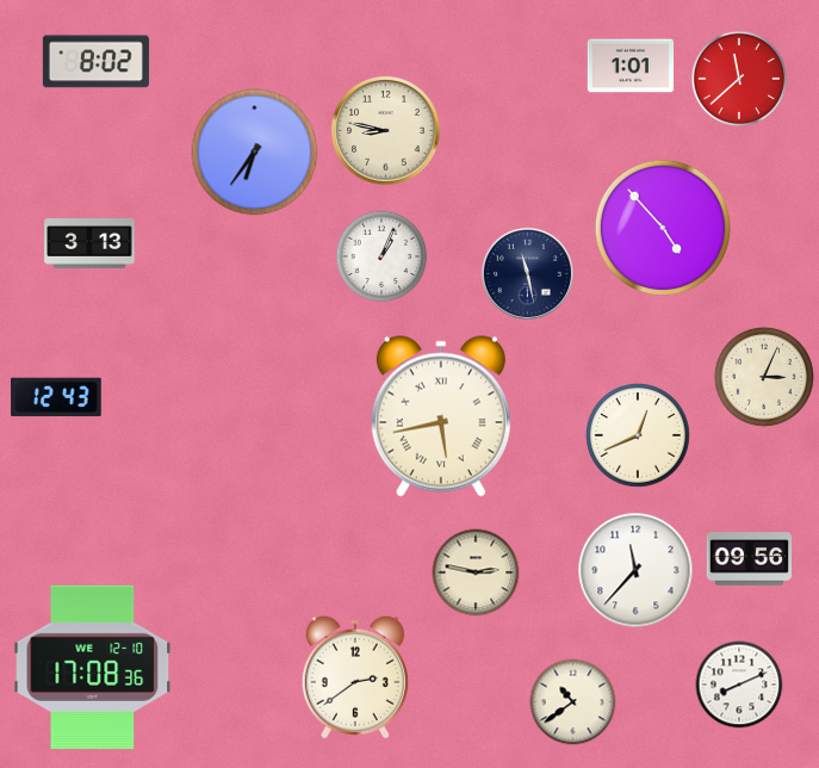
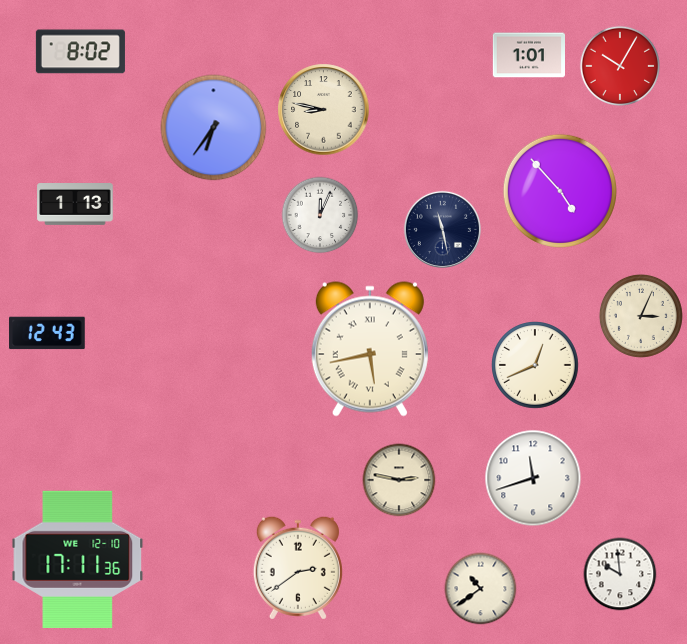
clock at (738, 78): 11:38 -> 10:05
clock at (663, 228) position: (663, 228) -> (560, 191)
clock at (89, 244): 3:13 -> 1:13
clock at (381, 256): 1:04 -> 12:04
clock at (750, 559): 09:56 -> none
clock at (635, 570): 11:37 -> 11:42
clock at (93, 667): 17:08 -> 17:11
clock at (739, 685): 8:11 -> 9:59
